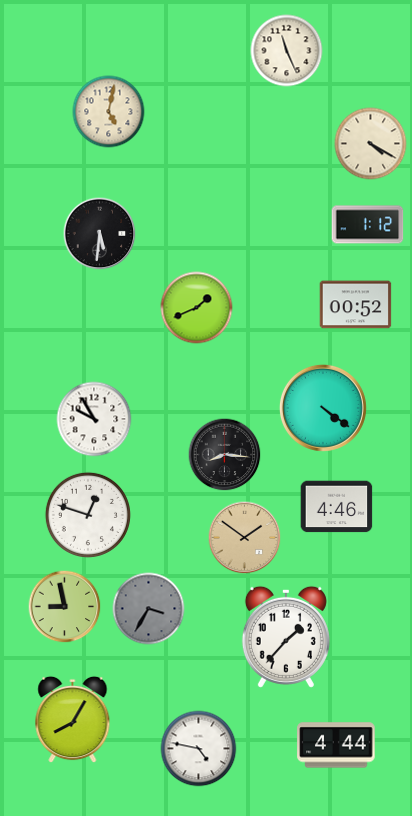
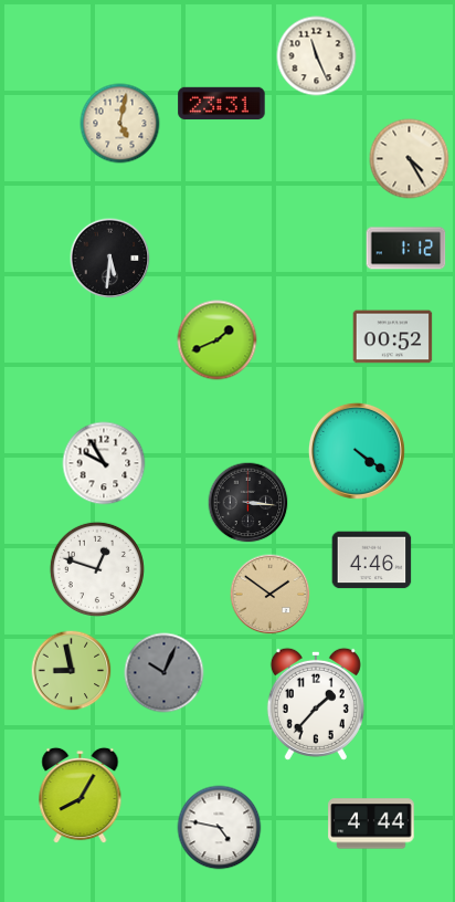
clock at (222, 104): none -> 23:31
clock at (371, 144): 4:20 -> 4:25
clock at (225, 455): 8:16 -> 3:16
clock at (149, 609): 3:35 -> 10:04
